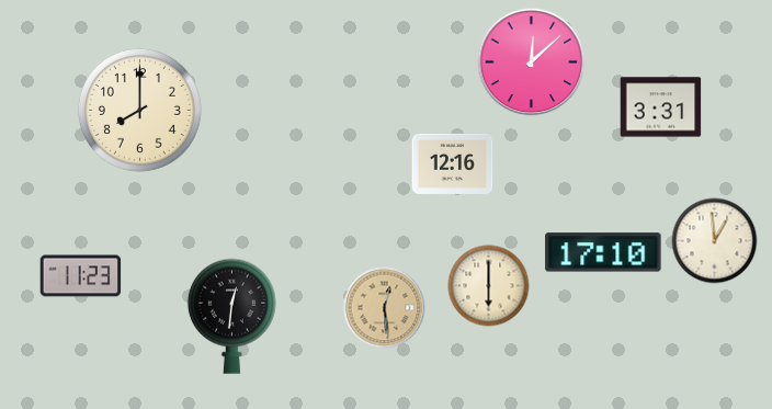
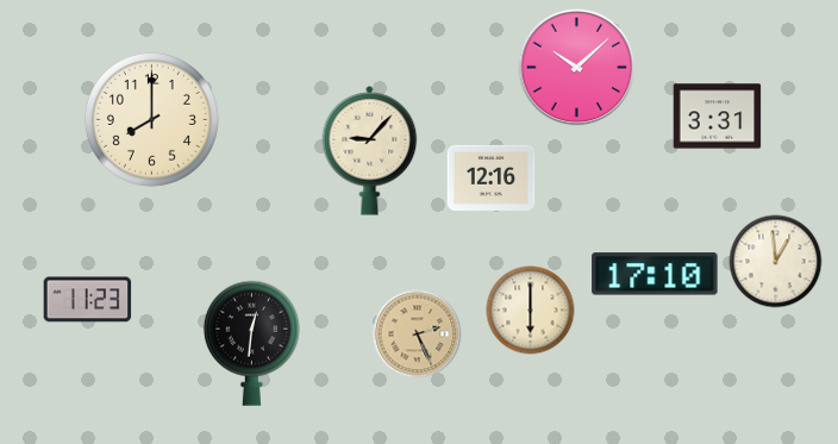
clock at (532, 63): 12:08 -> 10:08
clock at (370, 151): none -> 9:07
clock at (385, 308): 12:29 -> 2:26
